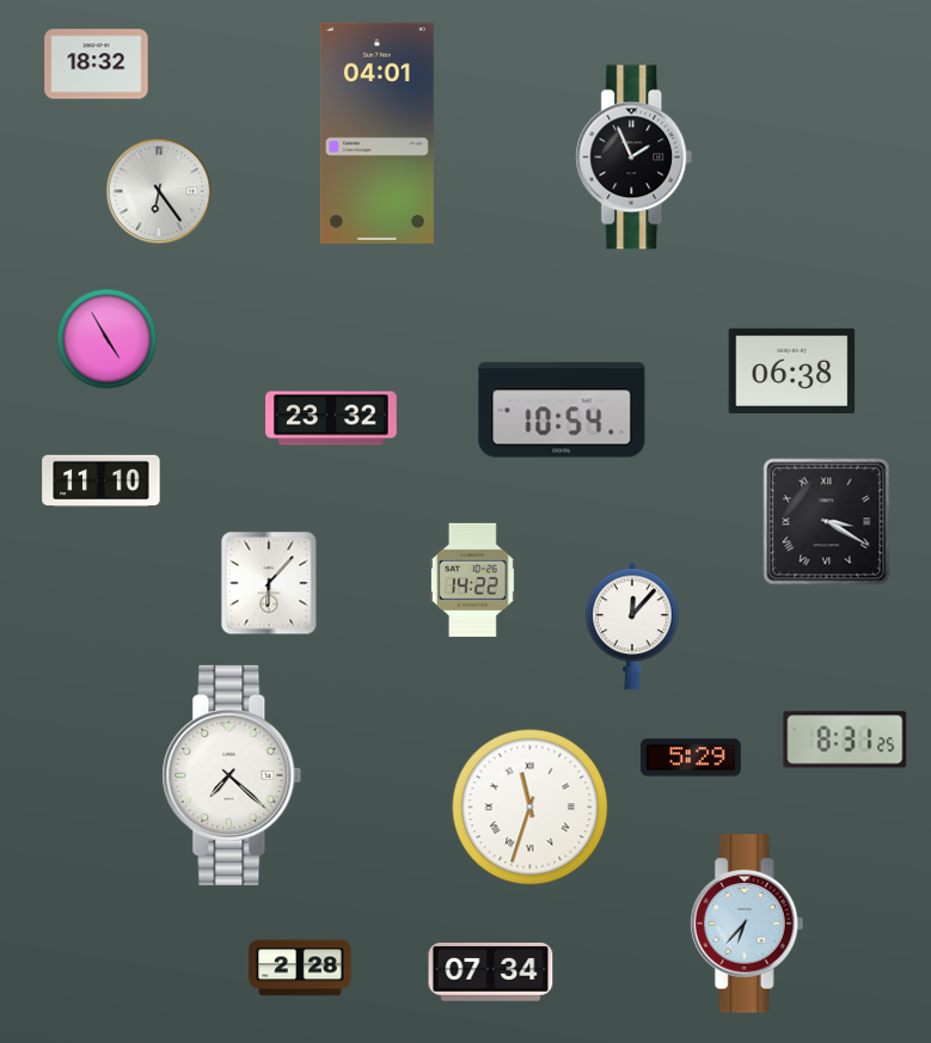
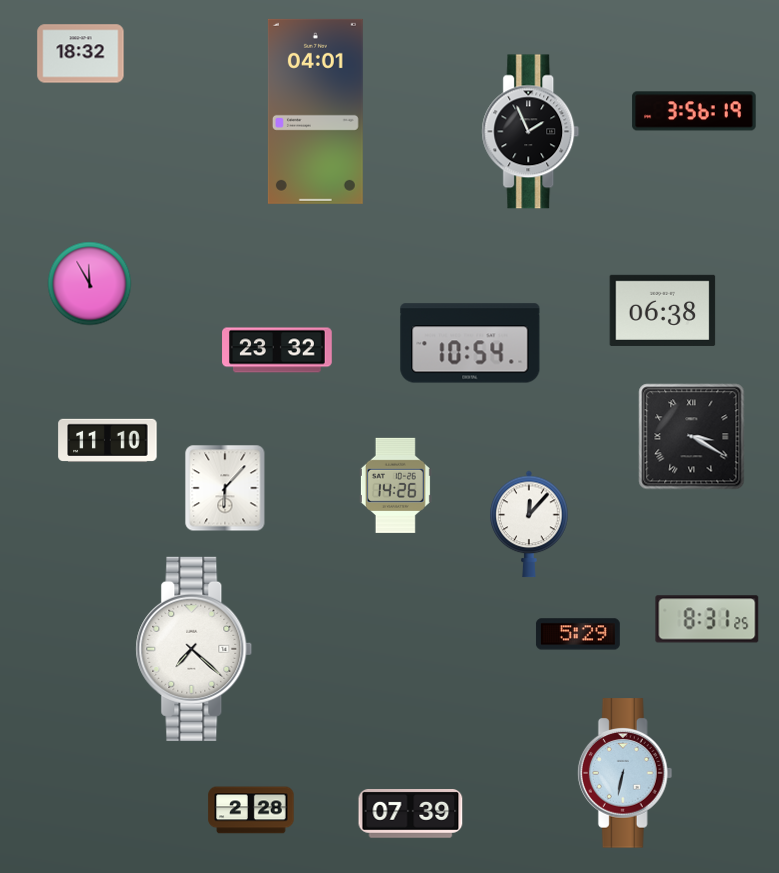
clock at (694, 111): none -> 3:56
clock at (159, 191): 6:24 -> none
clock at (108, 339): 4:55 -> 11:55
clock at (102, 480) position: (102, 480) -> (108, 440)
clock at (472, 579): 14:22 -> 14:26
clock at (531, 808): 11:33 -> none
clock at (747, 924): 6:37 -> 6:32
clock at (491, 973): 07:34 -> 07:39
